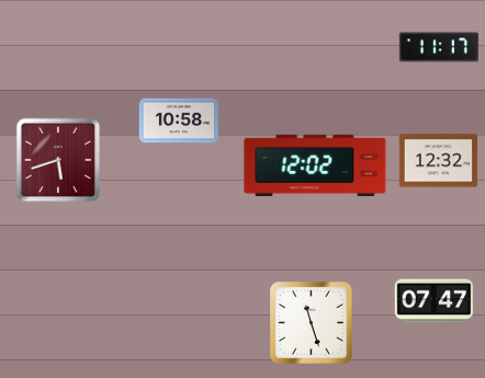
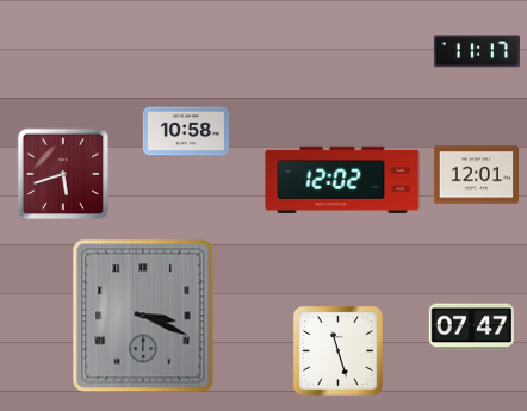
clock at (179, 121) position: (179, 121) -> (186, 131)
clock at (439, 161): 12:32 -> 12:01
clock at (143, 316): none -> 3:19
